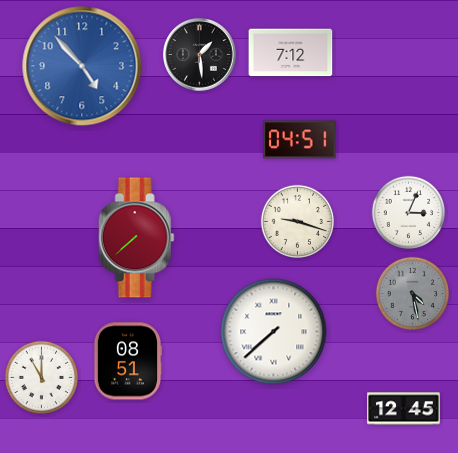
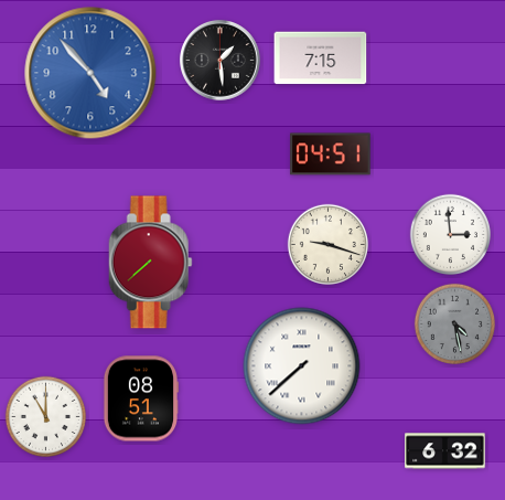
clock at (291, 53): 7:12 -> 7:15
clock at (408, 212): 3:04 -> 2:59
clock at (404, 409): 12:45 -> 6:32
